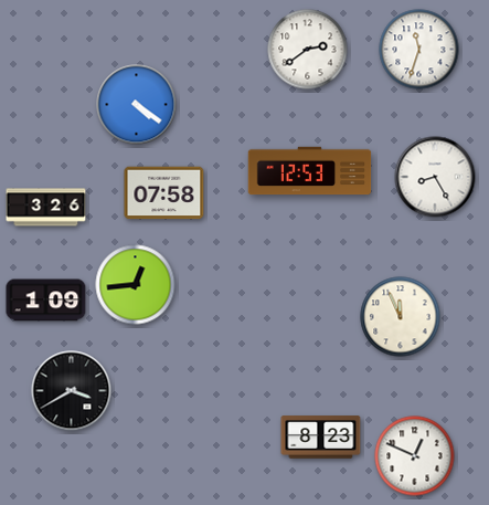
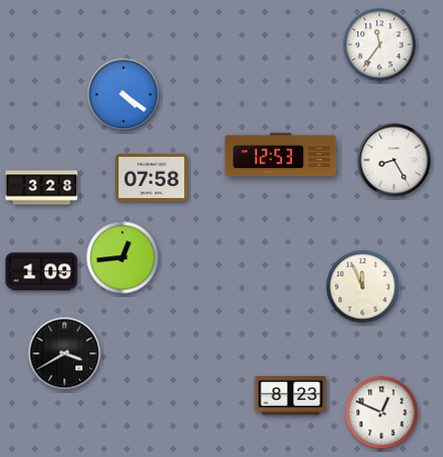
clock at (308, 50): 2:39 -> none
clock at (419, 50): 11:33 -> 11:36
clock at (164, 193) position: (164, 193) -> (152, 178)
clock at (46, 208): 3:26 -> 3:28
clock at (415, 456) position: (415, 456) -> (382, 413)
